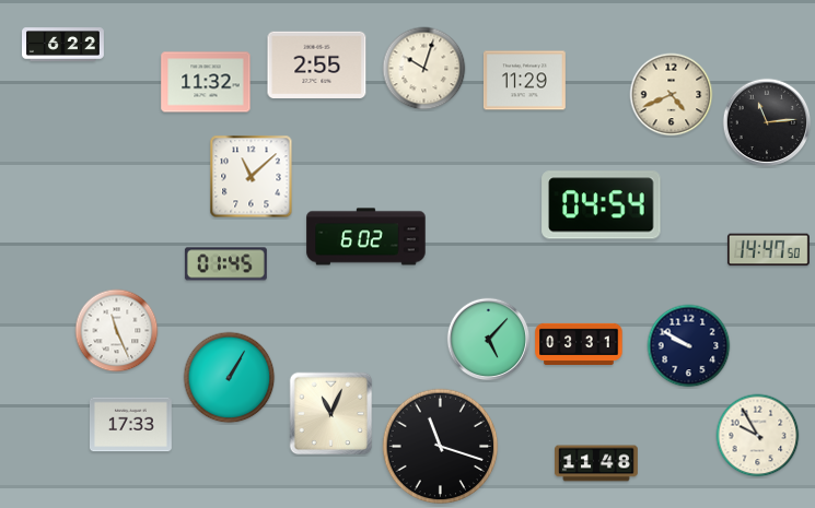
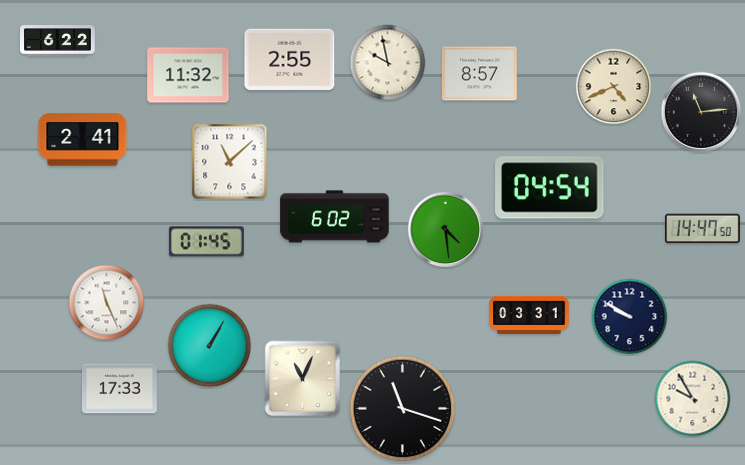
clock at (424, 69): 10:03 -> 9:58
clock at (524, 81): 11:29 -> 8:57
clock at (83, 140): none -> 2:41
clock at (446, 230): none -> 4:29
clock at (489, 340): 5:07 -> none
clock at (596, 463): 11:48 -> none
